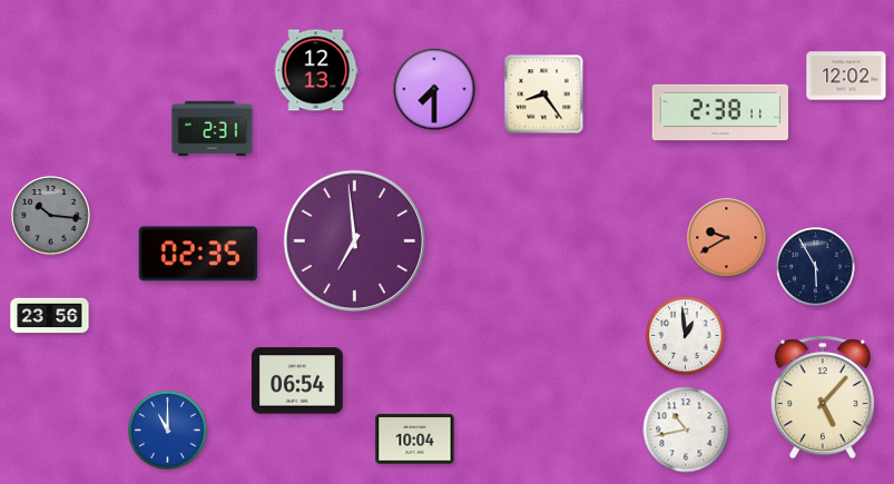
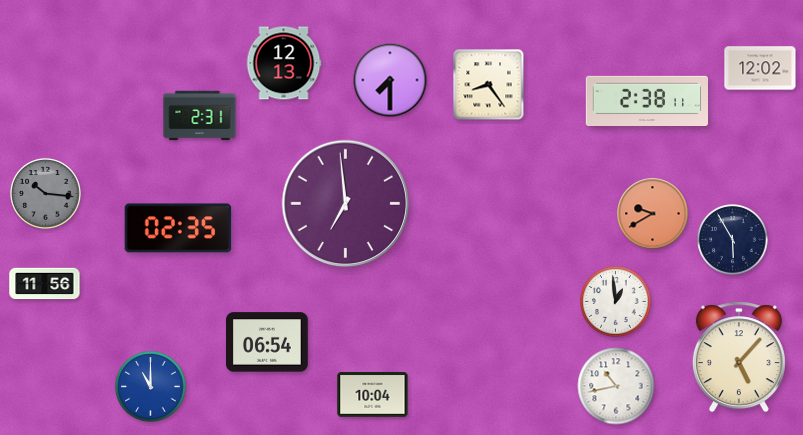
clock at (213, 129) position: (213, 129) -> (200, 116)
clock at (355, 241) position: (355, 241) -> (346, 204)
clock at (50, 316): 23:56 -> 11:56
